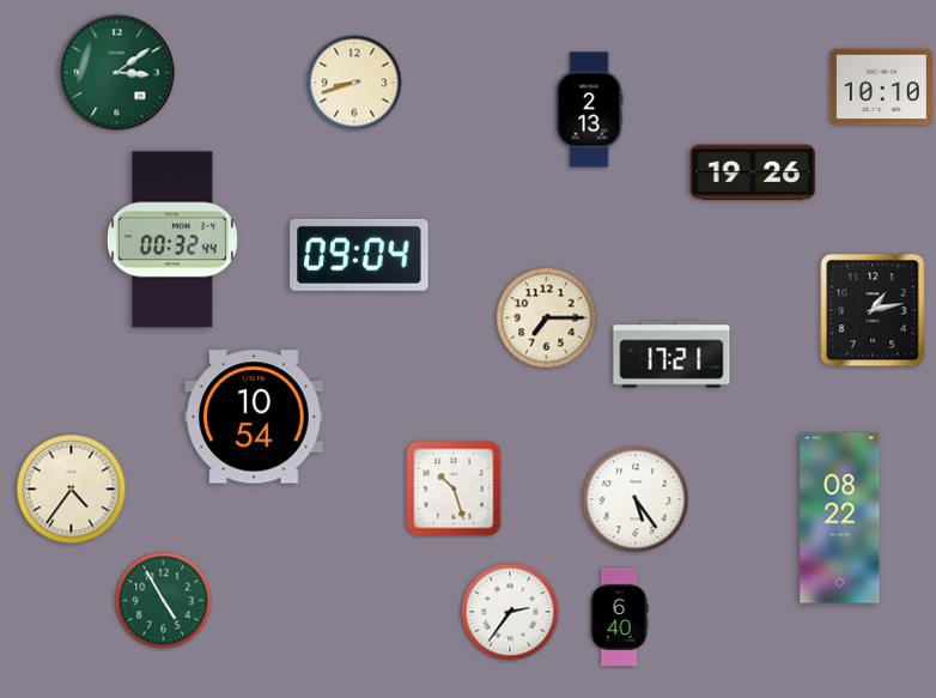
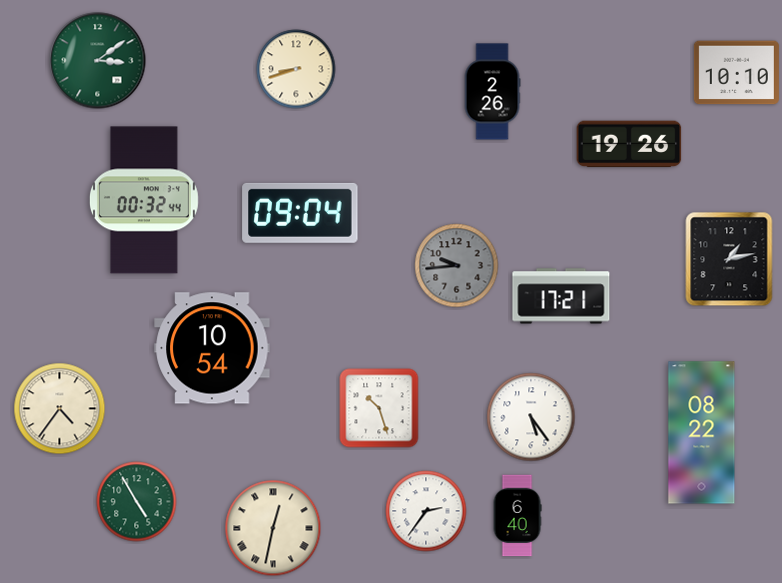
clock at (589, 110): 2:13 -> 2:26
clock at (547, 318): 7:15 -> 9:44
clock at (547, 318) dial: cream -> grey
clock at (273, 528): none -> 12:32
